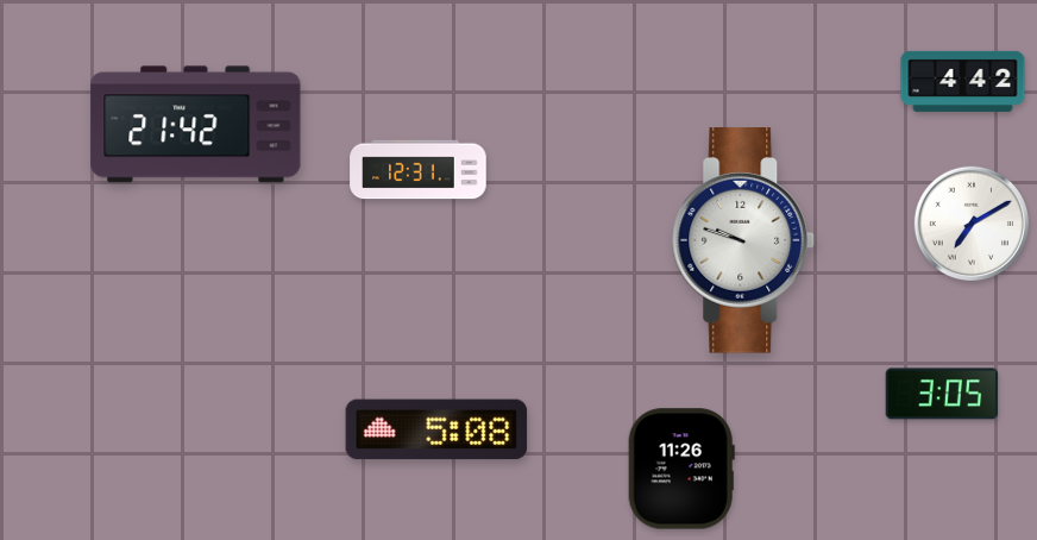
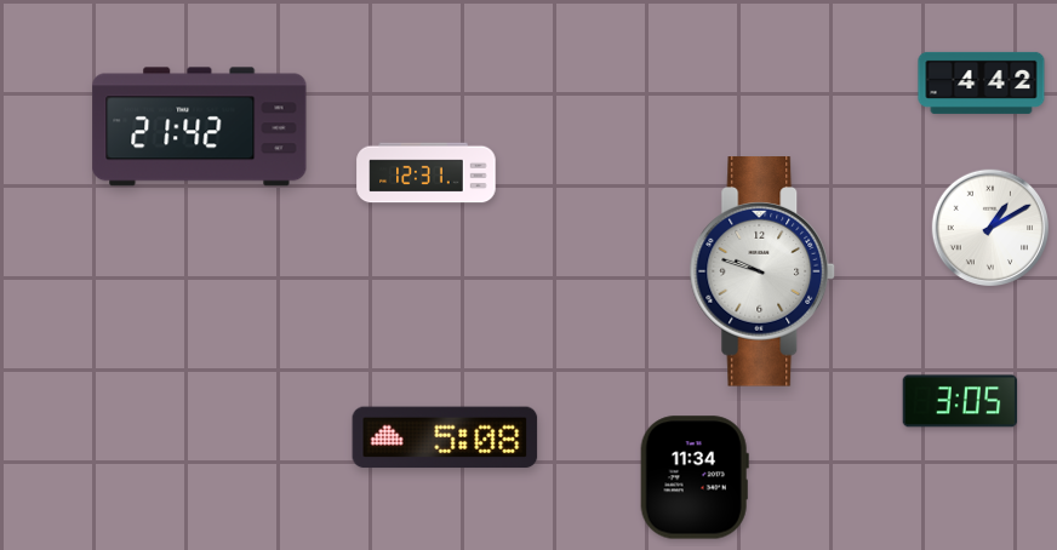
clock at (970, 222): 7:10 -> 1:10
clock at (743, 240) position: (743, 240) -> (762, 271)
clock at (681, 469): 11:26 -> 11:34
